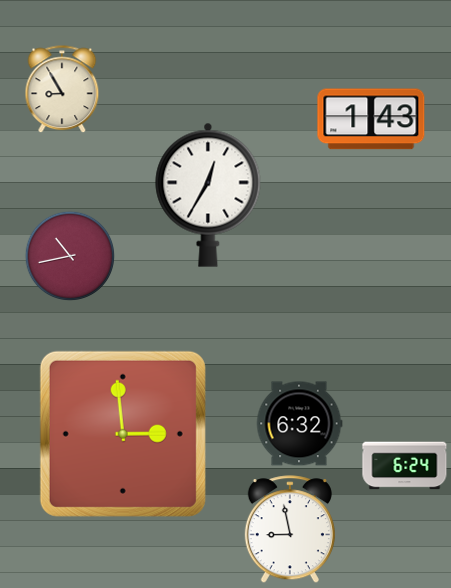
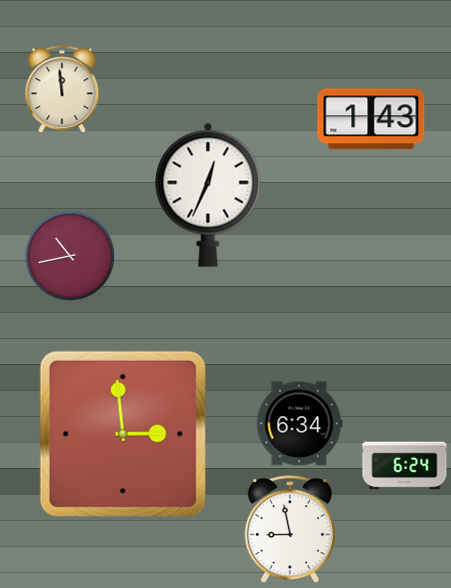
clock at (62, 90): 8:55 -> 11:59
clock at (208, 195): 12:35 -> 12:34
clock at (299, 424): 6:32 -> 6:34
